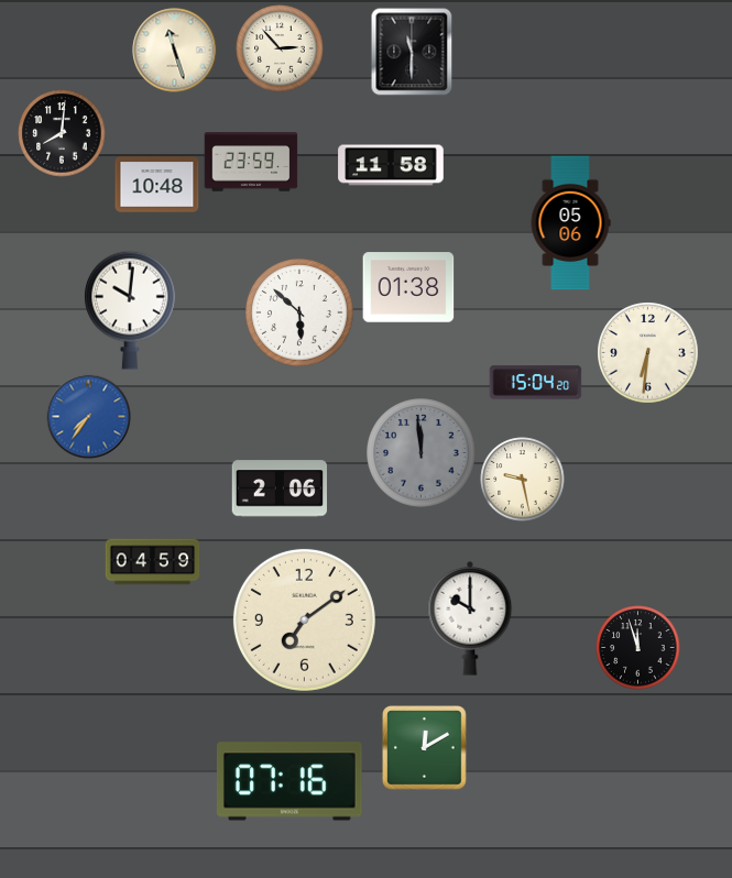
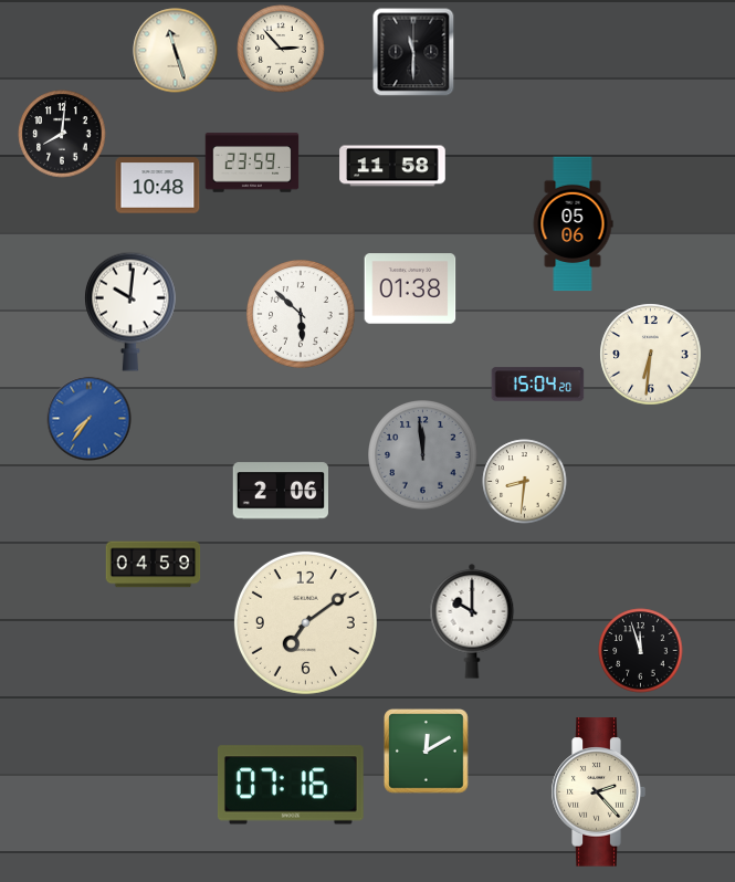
clock at (523, 480): 9:28 -> 8:31
clock at (598, 792): none -> 2:23
